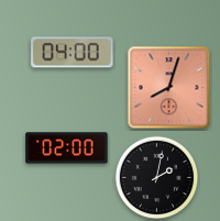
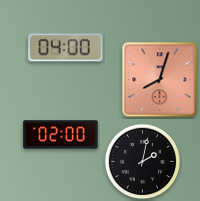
clock at (169, 88) position: (169, 88) -> (160, 80)
